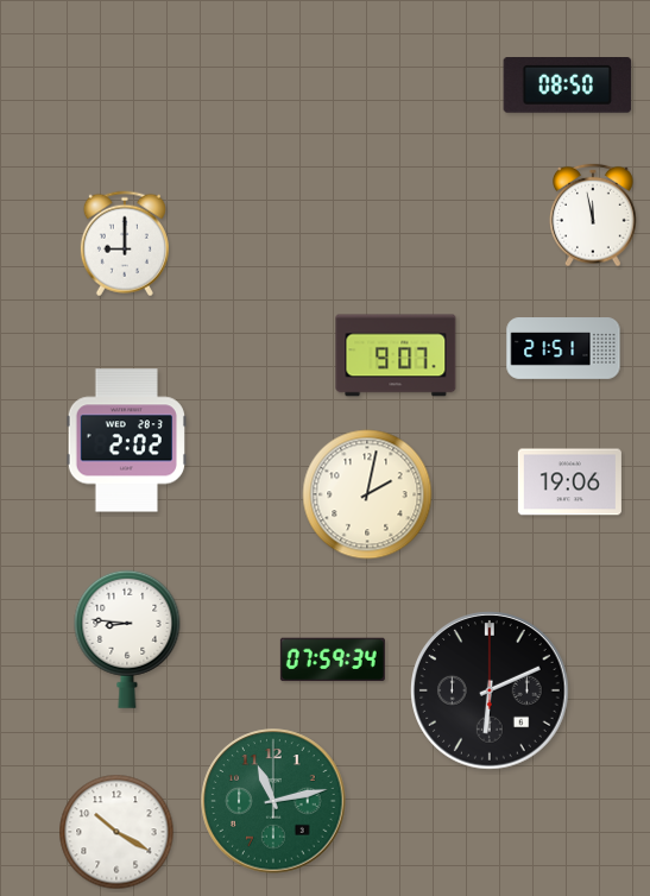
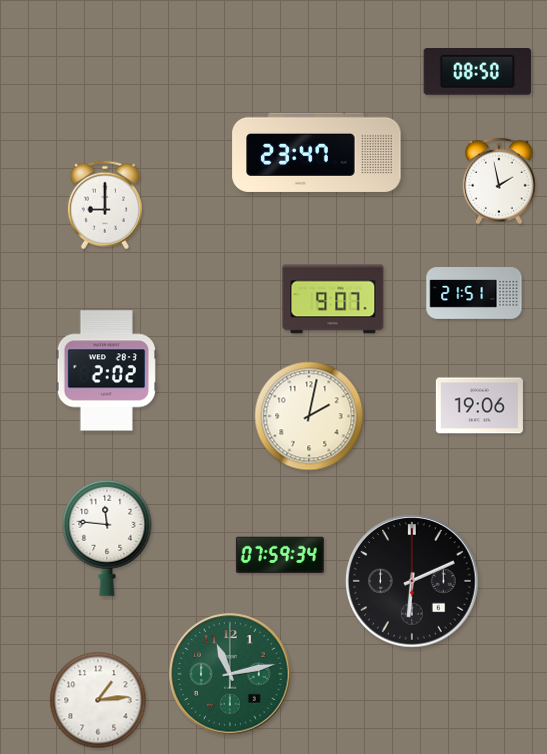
clock at (317, 152): none -> 23:47
clock at (594, 215): 11:58 -> 1:58
clock at (127, 639): 8:46 -> 11:46
clock at (116, 832): 10:20 -> 1:14
